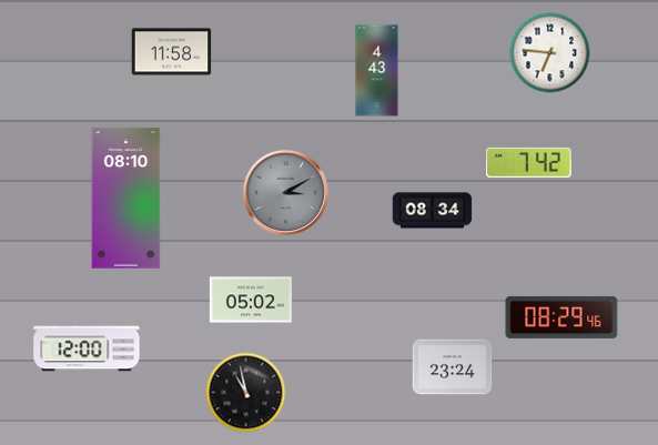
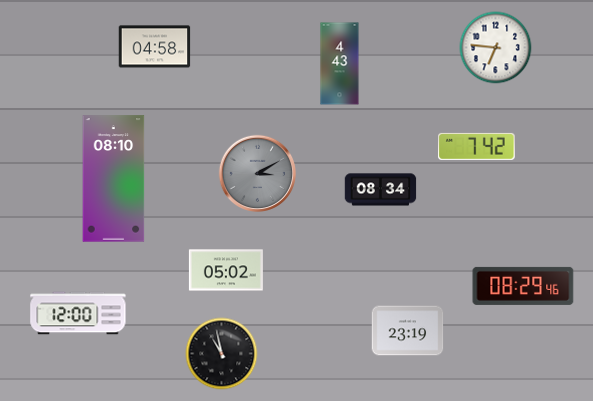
clock at (172, 52): 11:58 -> 04:58
clock at (433, 211) position: (433, 211) -> (381, 190)
clock at (561, 317) position: (561, 317) -> (523, 286)
clock at (453, 367): 23:24 -> 23:19
